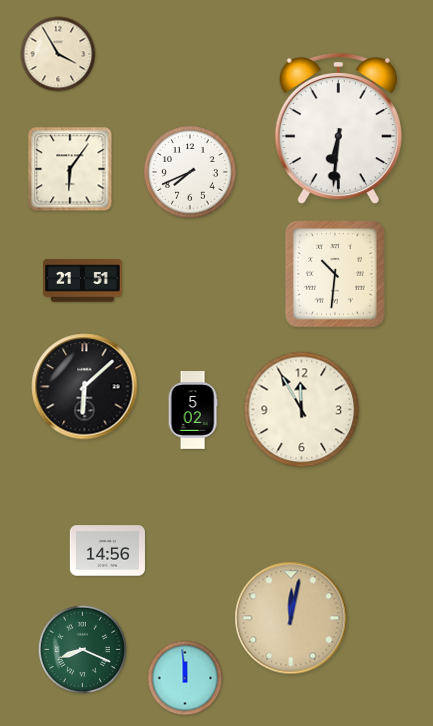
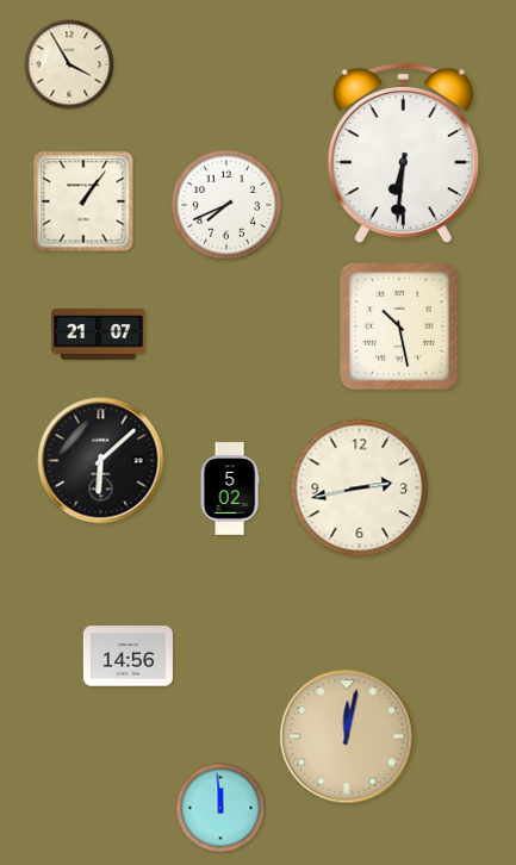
clock at (70, 169): 6:06 -> 1:06
clock at (336, 275): 10:31 -> 10:28
clock at (83, 281): 21:51 -> 21:07
clock at (302, 410): 11:55 -> 2:43
clock at (82, 649): 8:19 -> none
